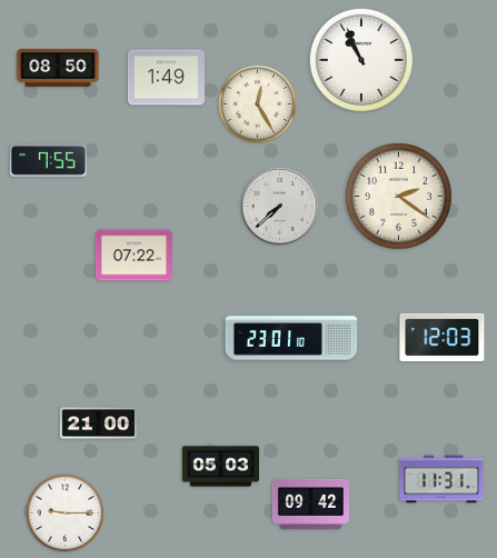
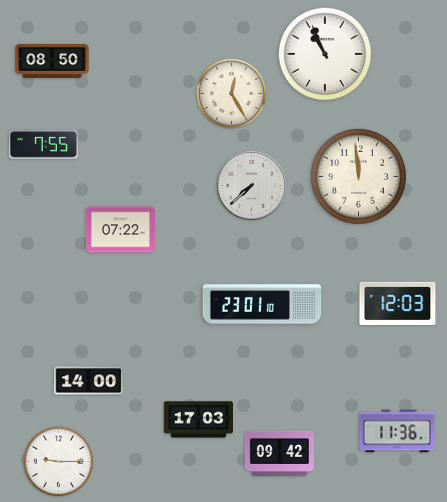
clock at (166, 78): 1:49 -> none
clock at (398, 196): 2:21 -> 11:59
clock at (98, 424): 21:00 -> 14:00
clock at (220, 467): 05:03 -> 17:03
clock at (441, 479): 11:31 -> 11:36
